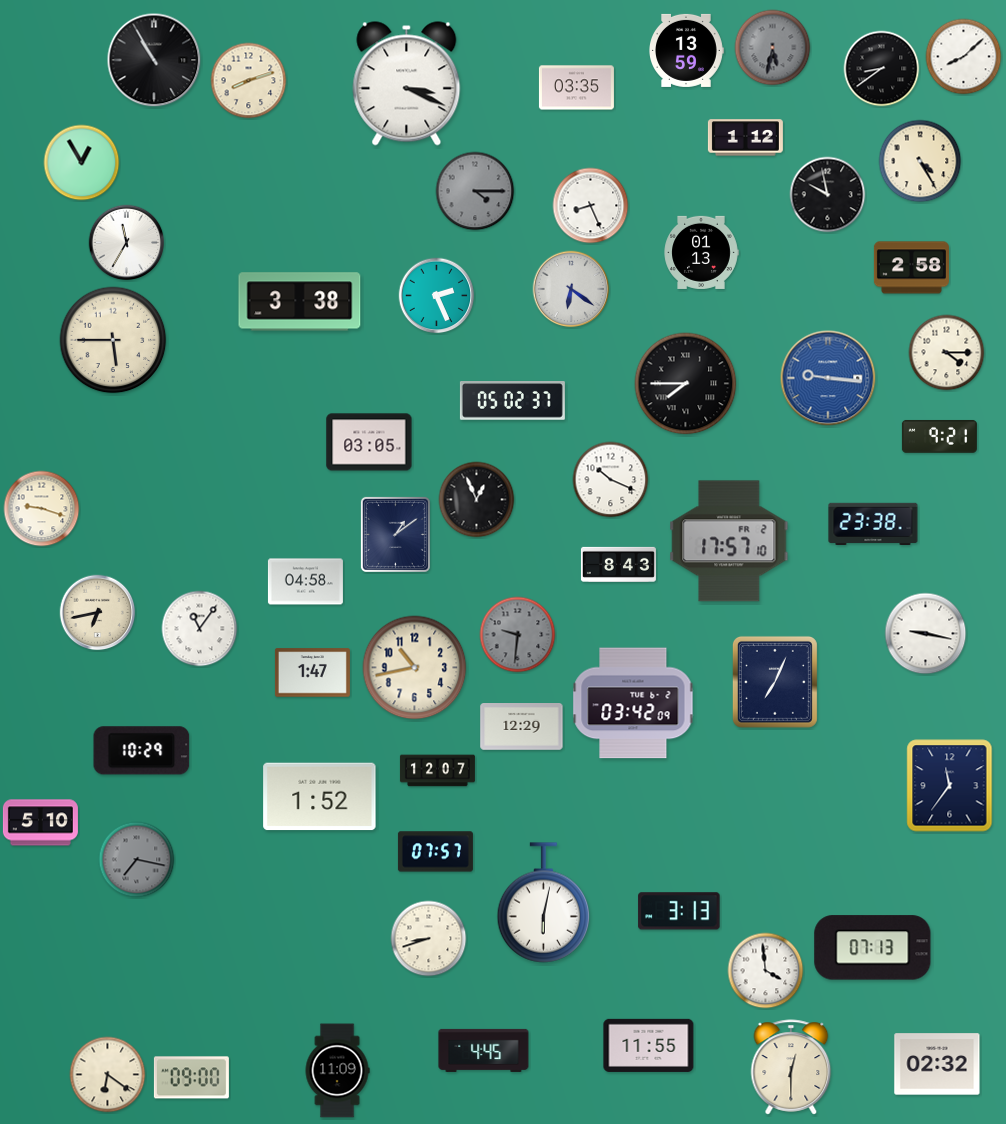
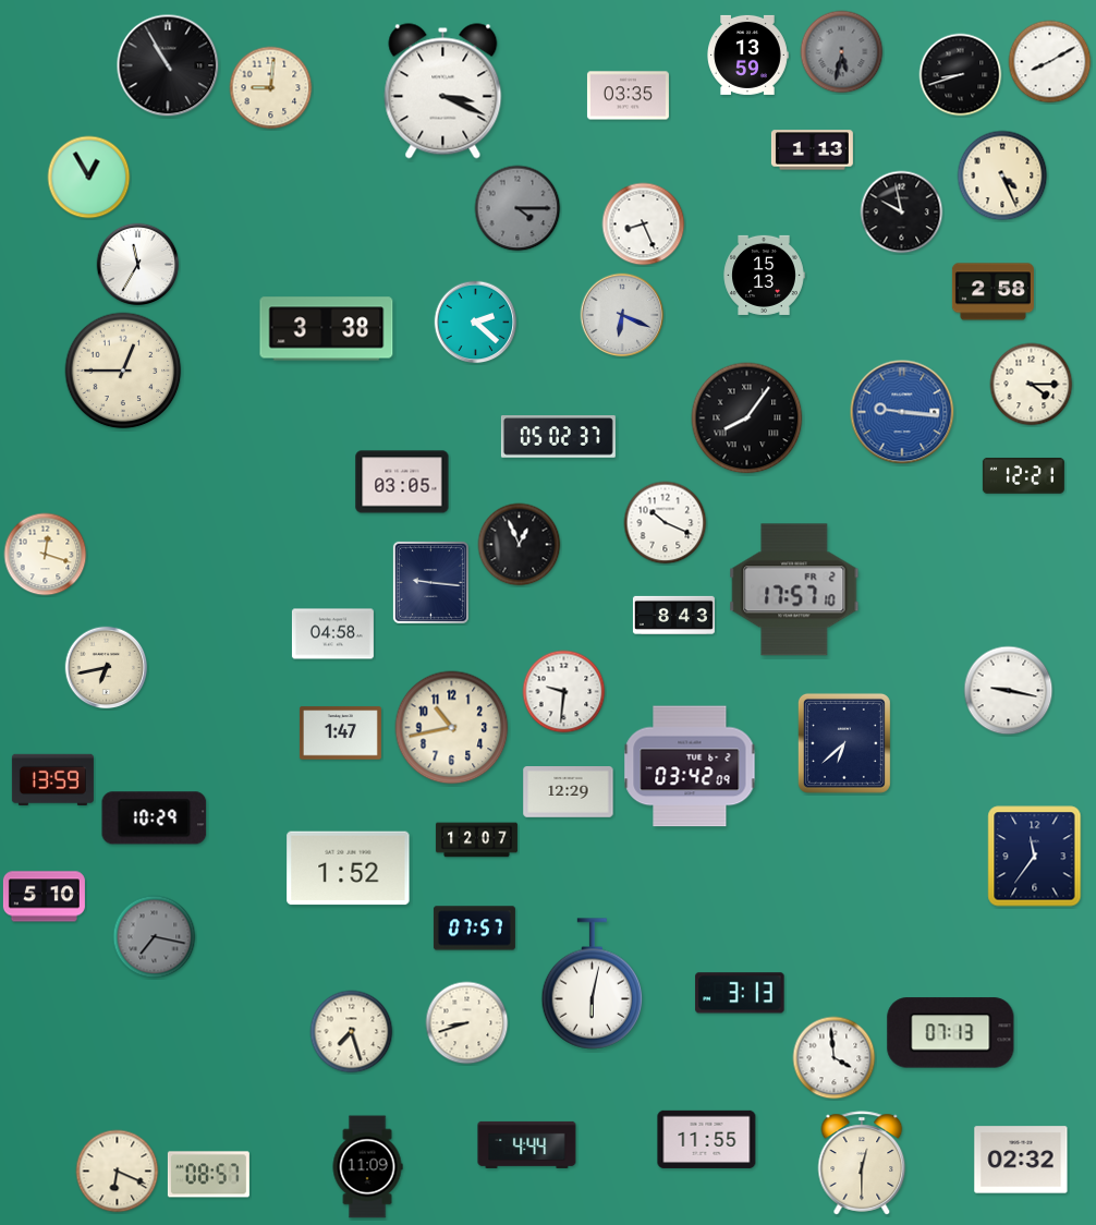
clock at (964, 57): 8:08 -> 8:10
clock at (882, 69): 8:39 -> 8:42
clock at (249, 81): 8:12 -> 9:01
clock at (745, 138): 1:12 -> 1:13
clock at (920, 161): 4:25 -> 4:26
clock at (701, 252): 01:13 -> 15:13
clock at (571, 289): 6:21 -> 6:19
clock at (437, 296): 2:26 -> 2:22
clock at (113, 340): 5:45 -> 12:45
clock at (686, 384): 7:45 -> 8:06
clock at (939, 436): 9:21 -> 12:21
clock at (42, 509): 9:18 -> 12:18
clock at (873, 523): 23:38 -> none
clock at (395, 534): 1:09 -> 9:16
clock at (200, 629): 11:06 -> none
clock at (518, 635) dial: grey -> white
clock at (775, 682): 7:04 -> 6:38
clock at (52, 780): none -> 13:59
clock at (137, 860) position: (137, 860) -> (155, 937)
clock at (352, 1032): none -> 7:27
clock at (484, 1050): 4:45 -> 4:44
clock at (108, 1075): 6:21 -> 6:19
clock at (191, 1078): 09:00 -> 08:57
